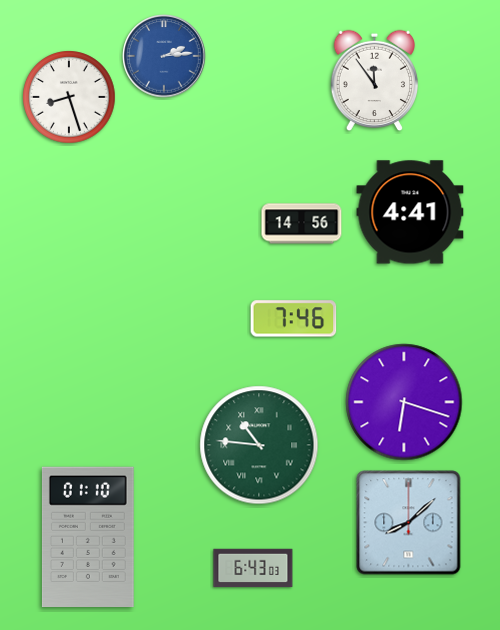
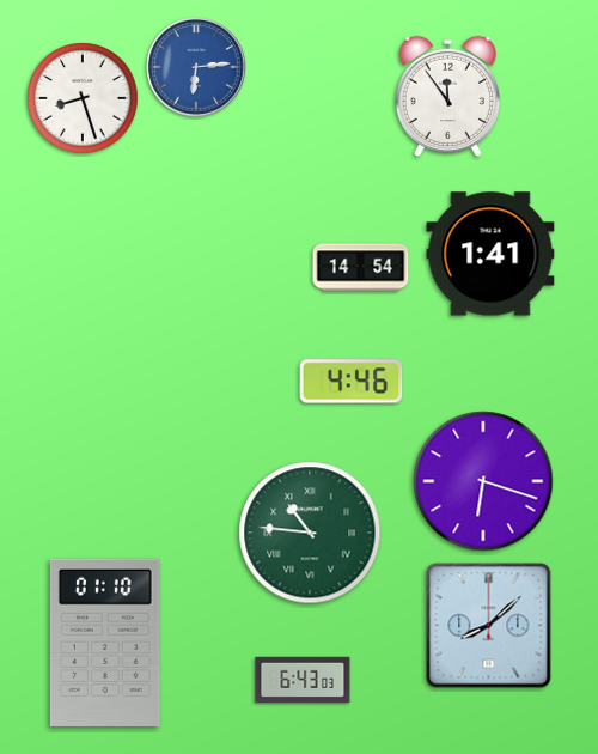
clock at (164, 56): 2:14 -> 6:14
clock at (69, 97) position: (69, 97) -> (83, 98)
clock at (410, 212): 4:41 -> 1:41
clock at (302, 224): 14:56 -> 14:54
clock at (294, 319): 7:46 -> 4:46
